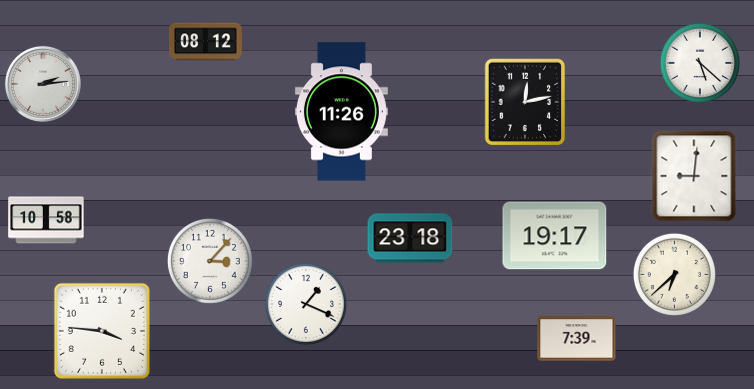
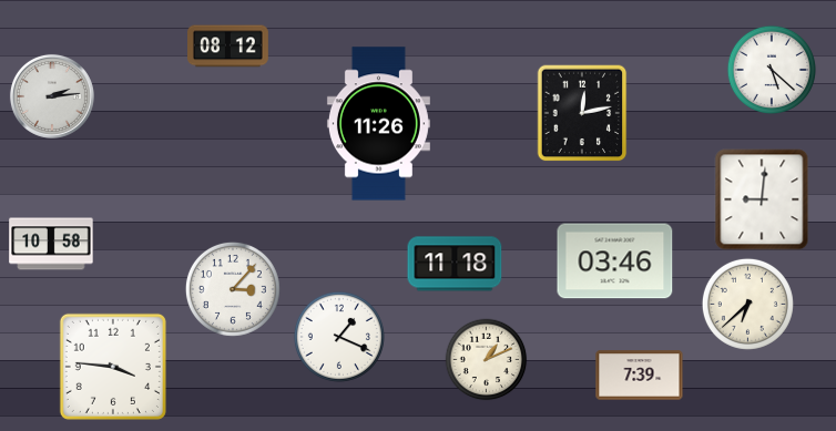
clock at (700, 63) position: (700, 63) -> (772, 70)
clock at (43, 84) position: (43, 84) -> (52, 96)
clock at (694, 176) position: (694, 176) -> (762, 199)
clock at (555, 236): 19:17 -> 03:46
clock at (410, 238): 23:18 -> 11:18
clock at (487, 360): none -> 1:11
